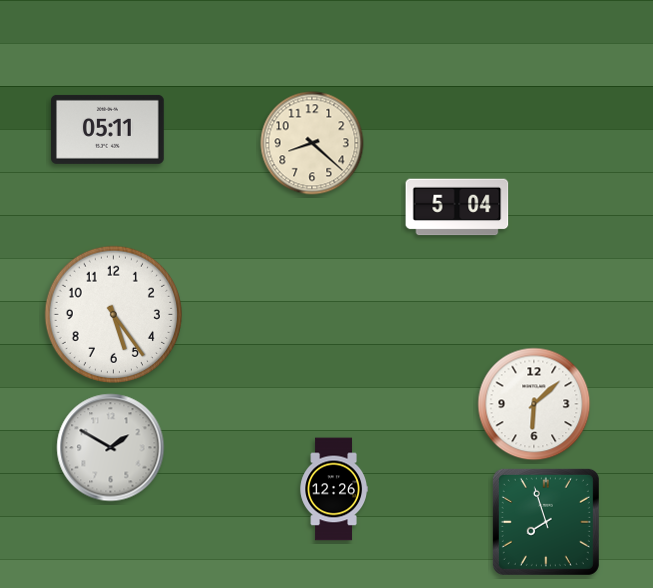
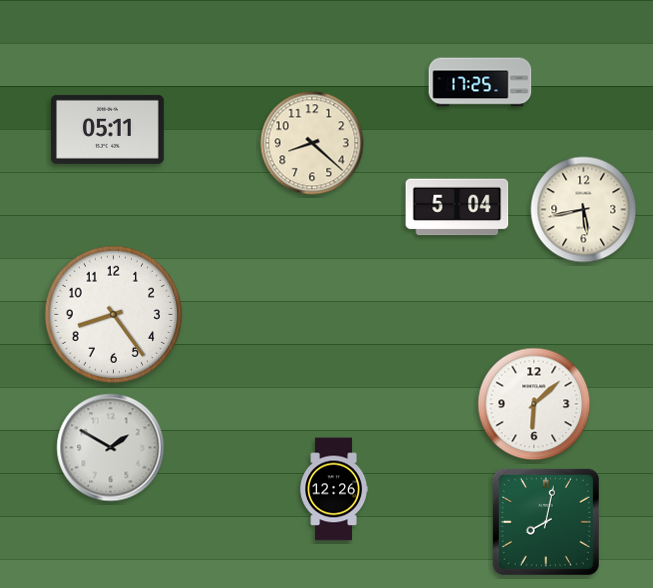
clock at (480, 82): none -> 17:25
clock at (584, 210): none -> 5:43
clock at (113, 314): 5:24 -> 8:24
clock at (546, 522): 7:57 -> 8:02
